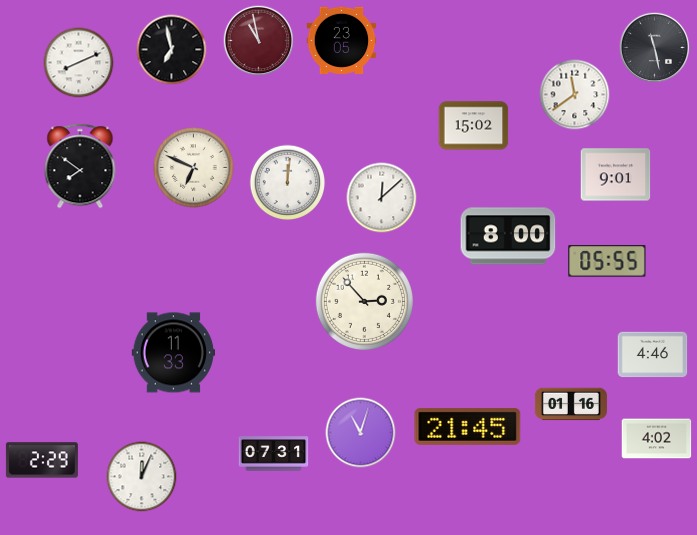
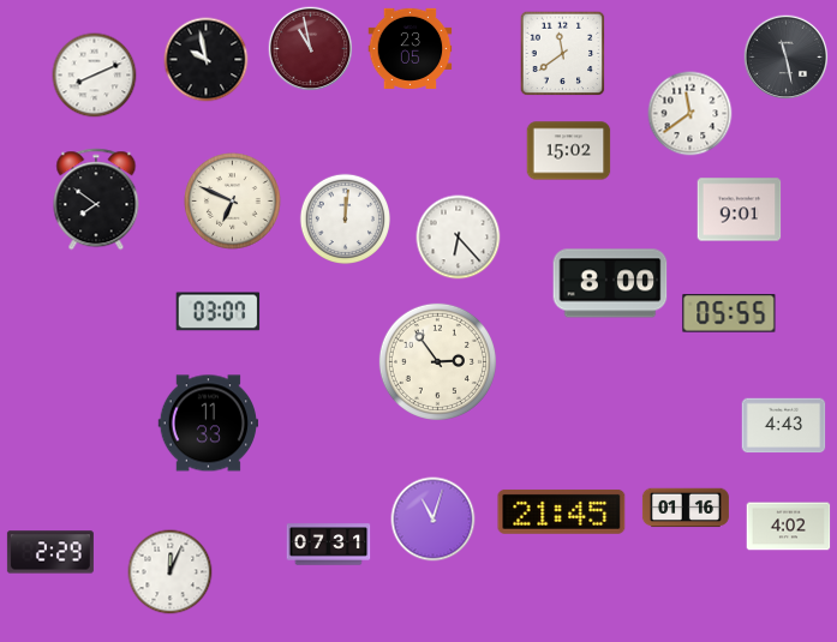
clock at (563, 54): none -> 11:39
clock at (172, 50): 6:58 -> 9:58
clock at (382, 198): 12:08 -> 6:23
clock at (219, 312): none -> 03:07
clock at (364, 301): 2:53 -> 2:54
clock at (653, 355): 4:46 -> 4:43
clock at (571, 404) position: (571, 404) -> (686, 508)
